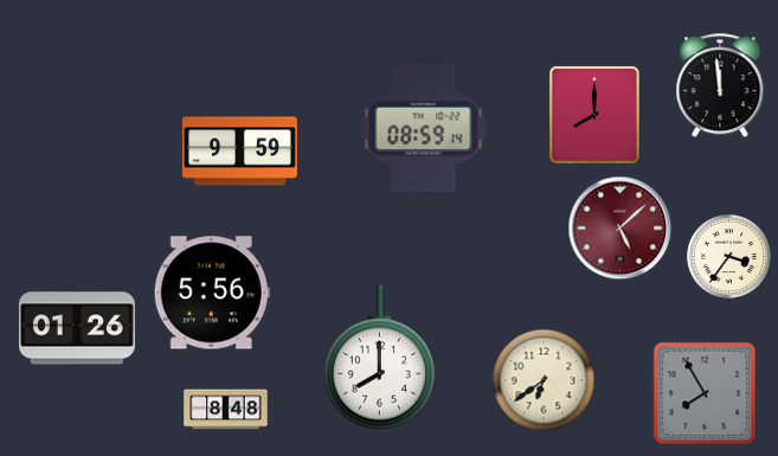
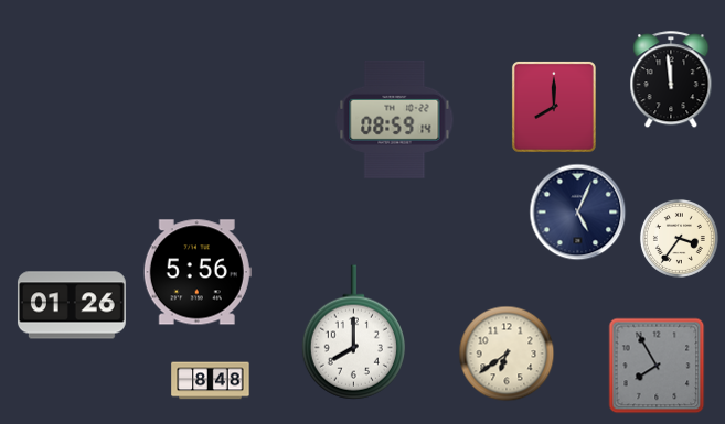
clock at (239, 152): 9:59 -> none
clock at (621, 229): 5:08 -> 5:04
clock at (621, 229) dial: burgundy -> navy
